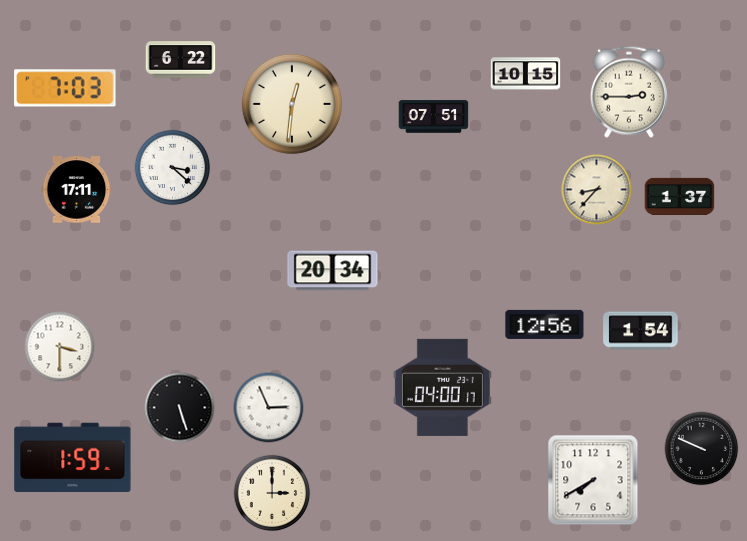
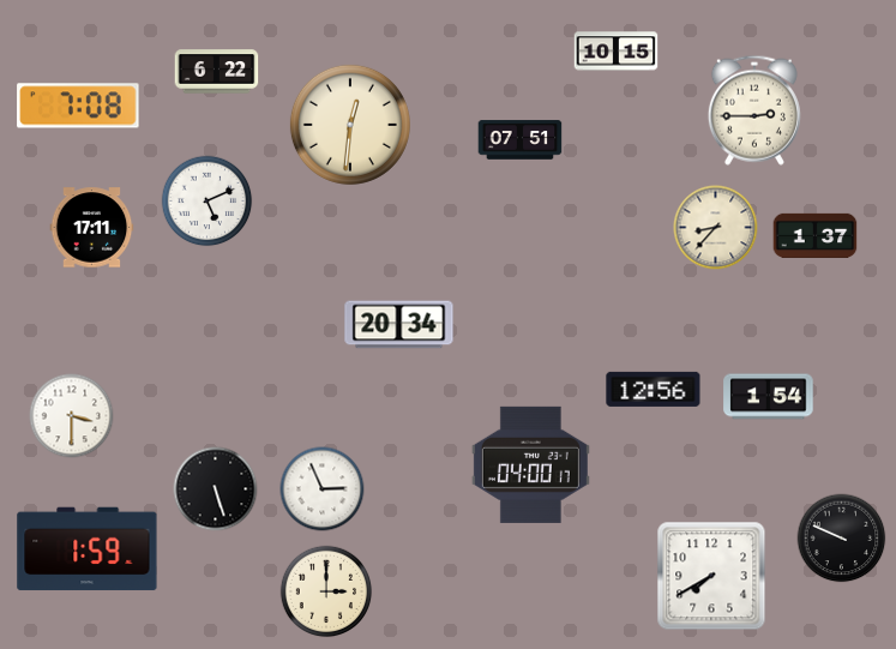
clock at (526, 74) position: (526, 74) -> (617, 52)
clock at (65, 88): 7:03 -> 7:08
clock at (173, 168): 3:22 -> 5:11
